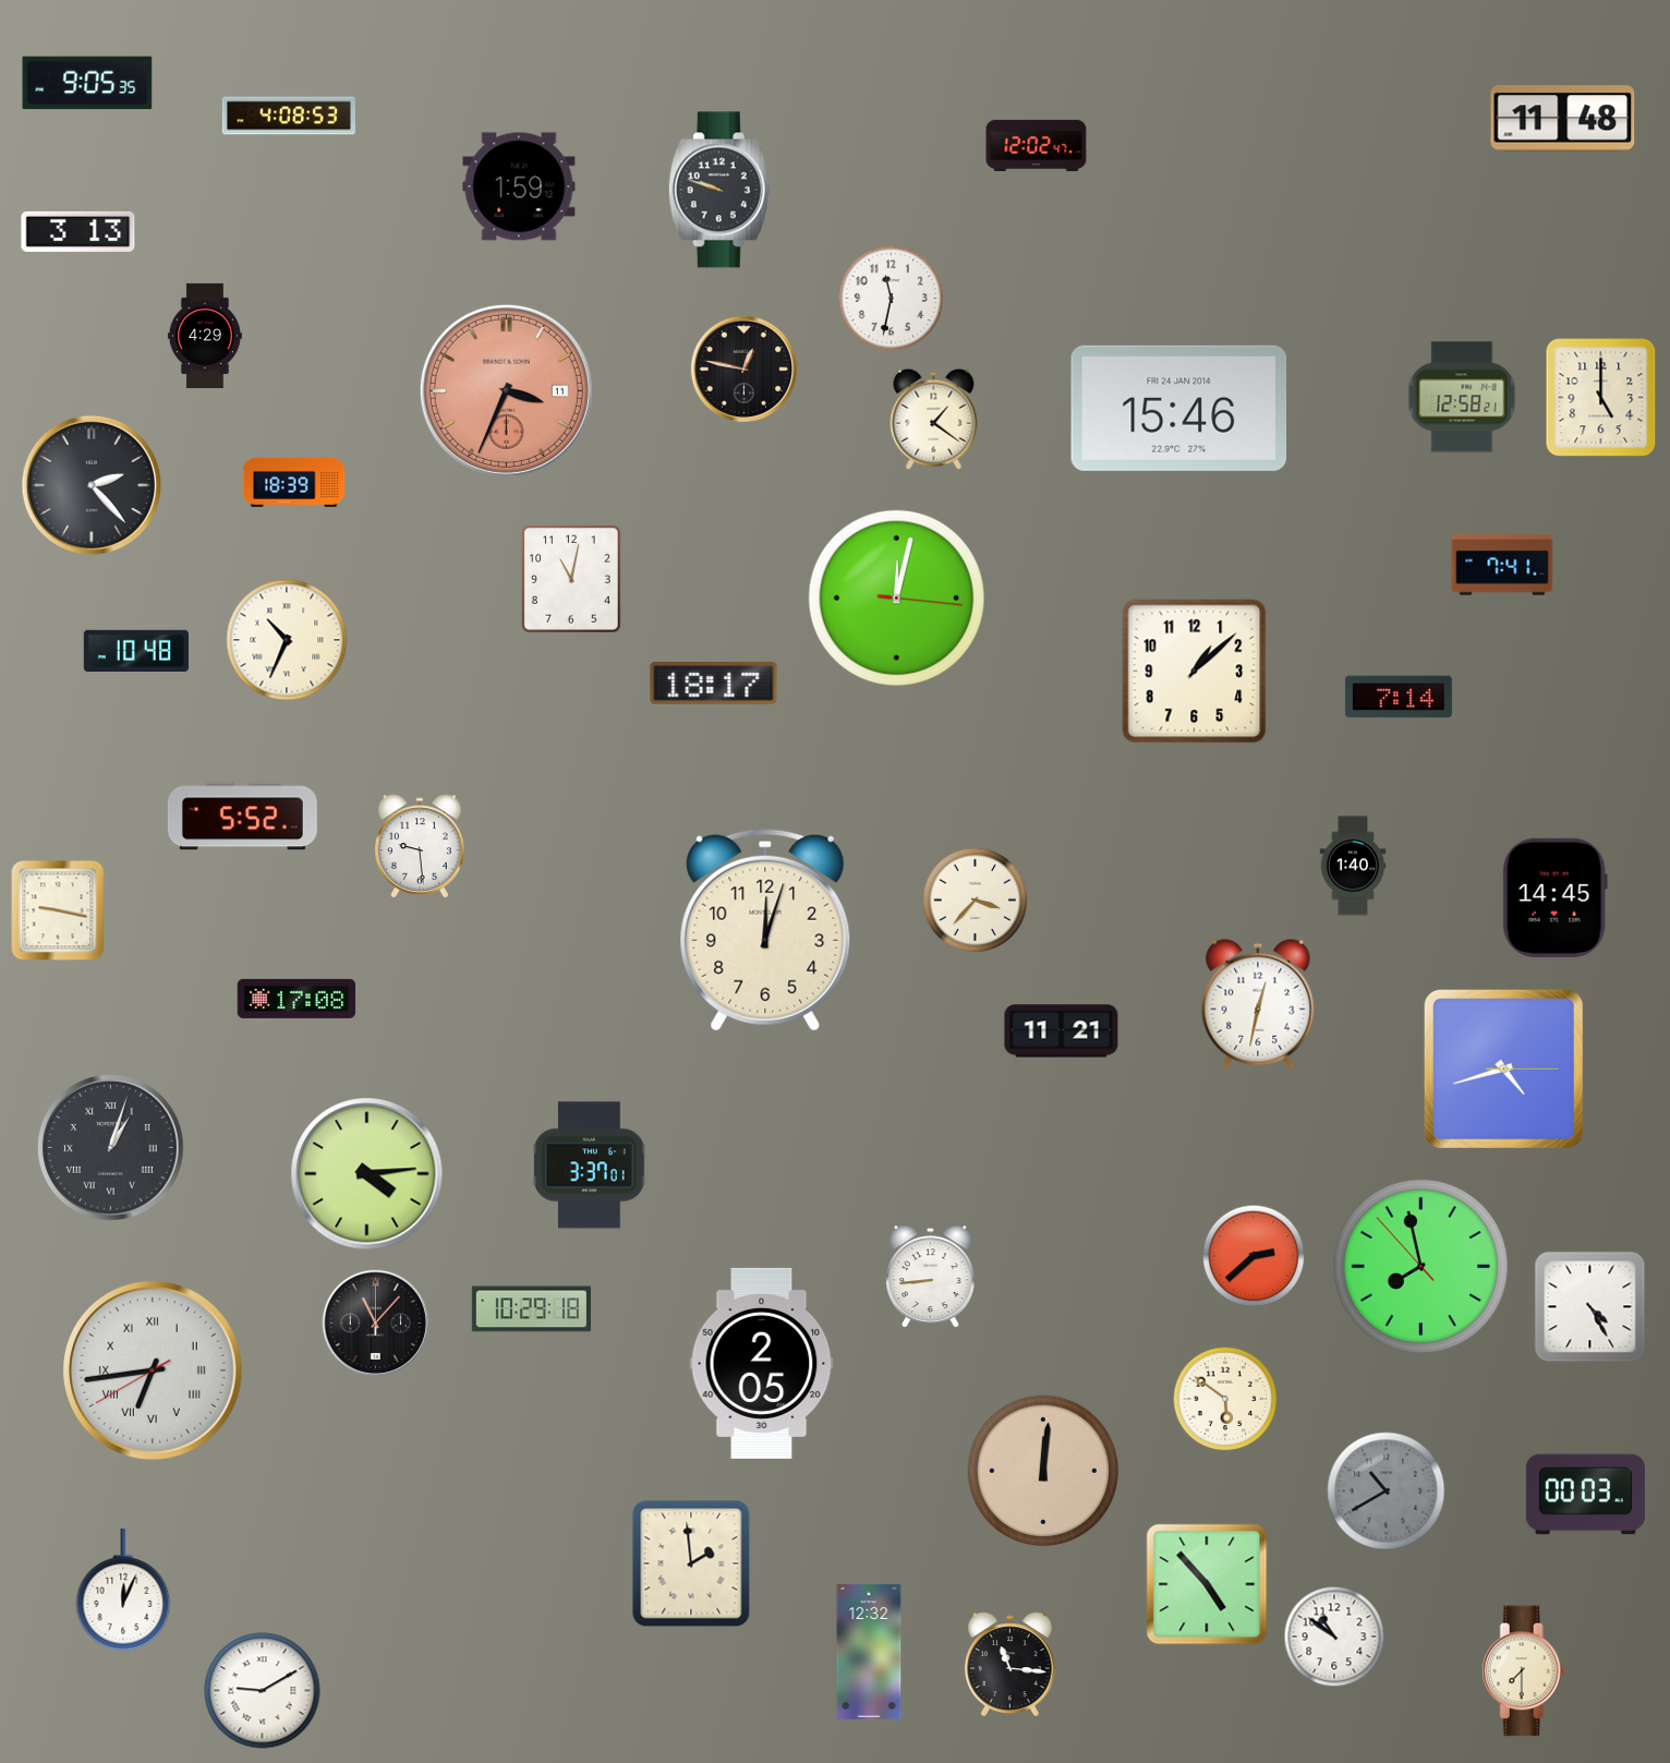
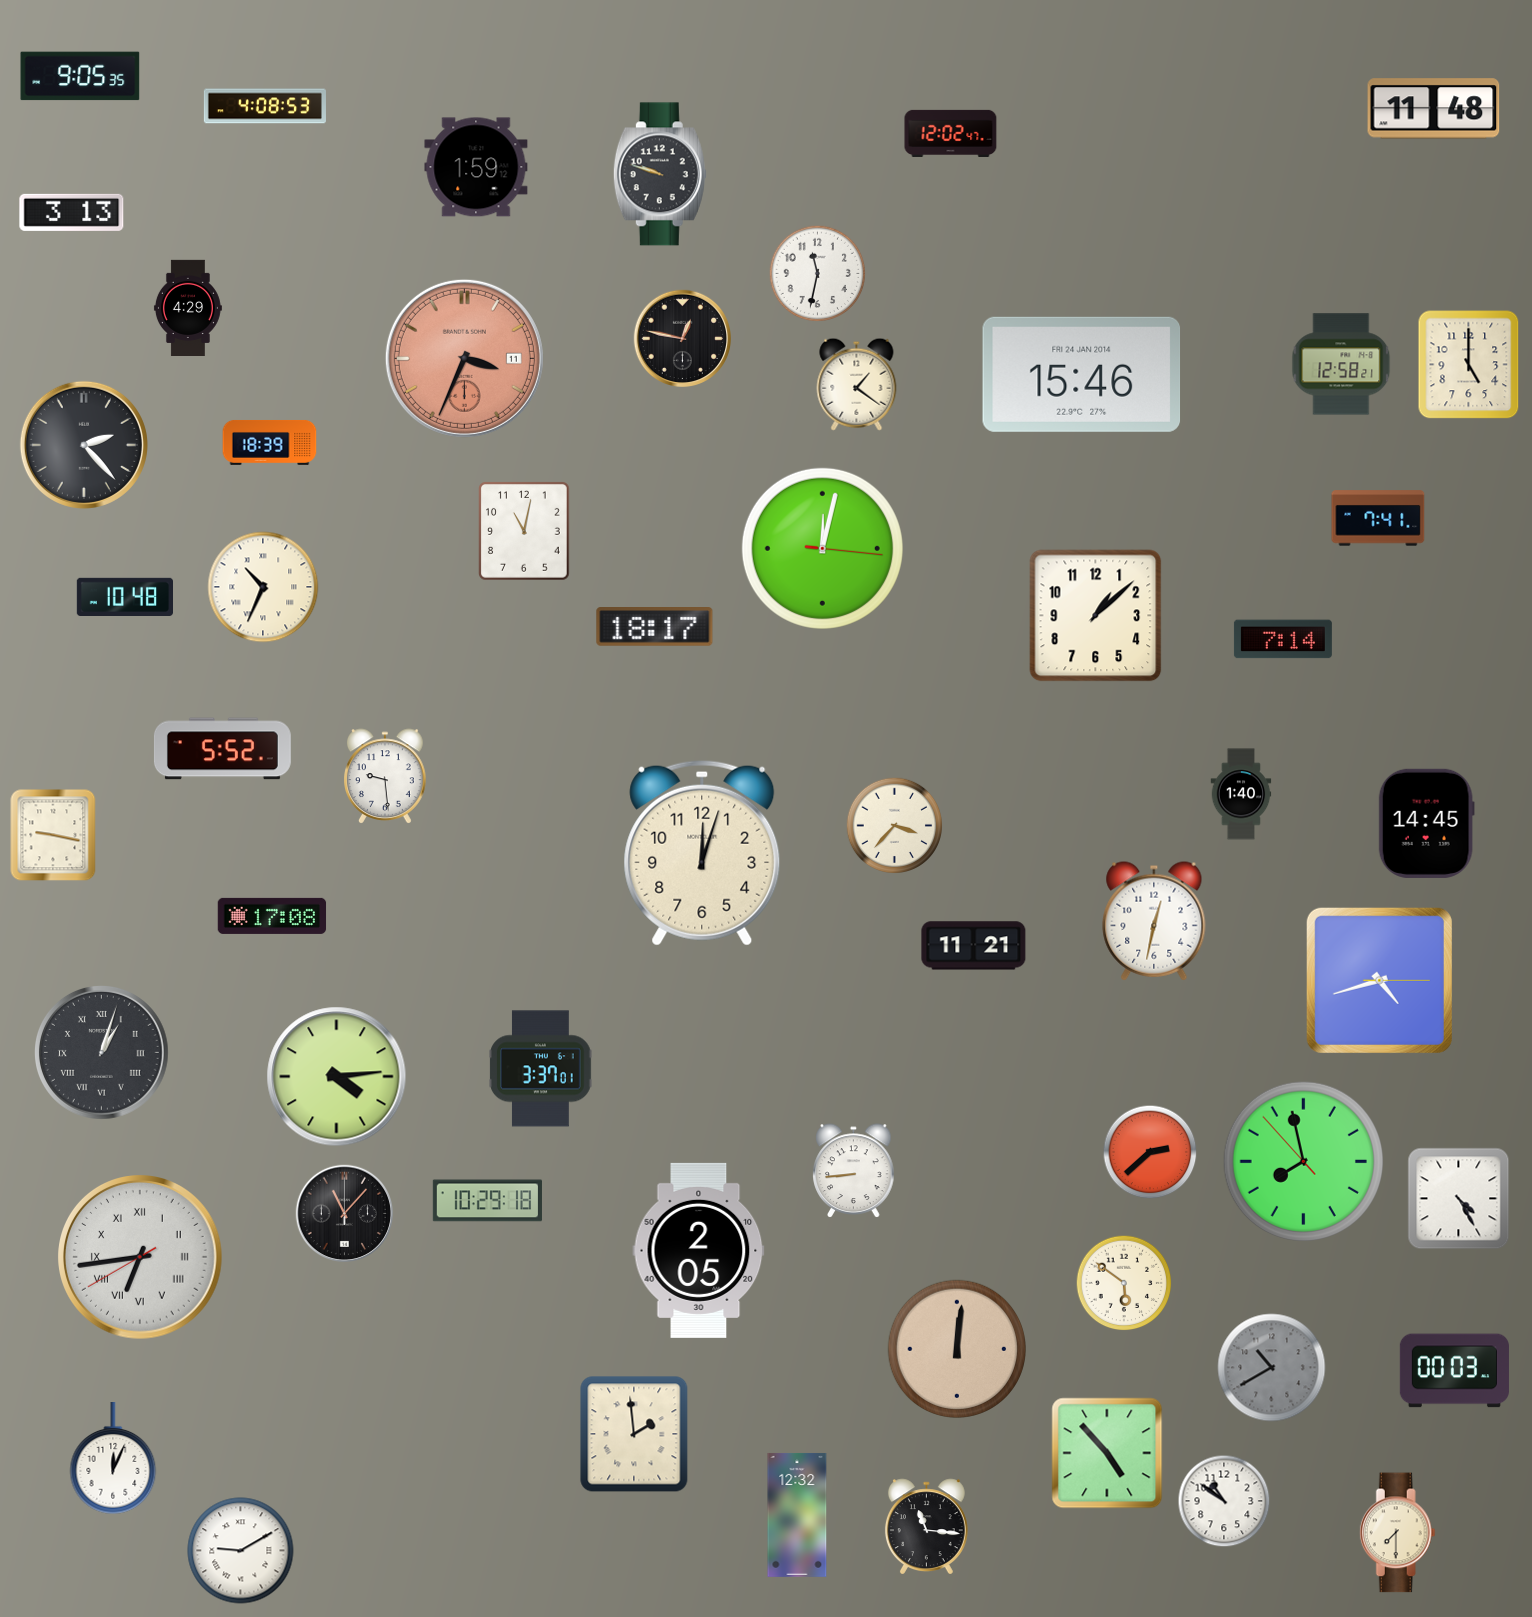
clock at (519, 186) position: (519, 186) -> (476, 167)
